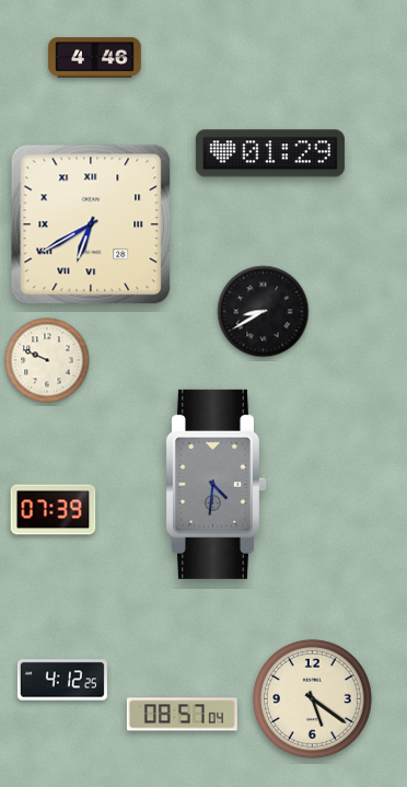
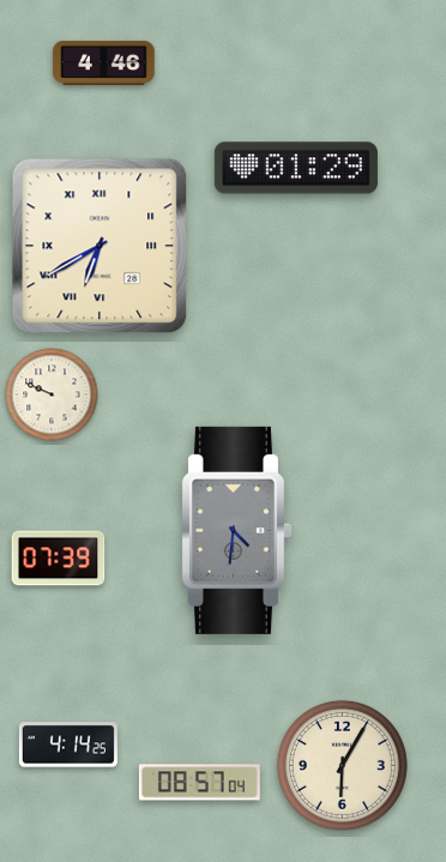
clock at (264, 312): 8:40 -> none
clock at (62, 680): 4:12 -> 4:14
clock at (312, 698): 5:21 -> 6:05
